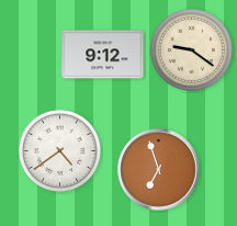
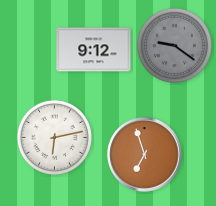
clock at (191, 49) dial: cream -> grey
clock at (59, 150): 4:39 -> 6:13
